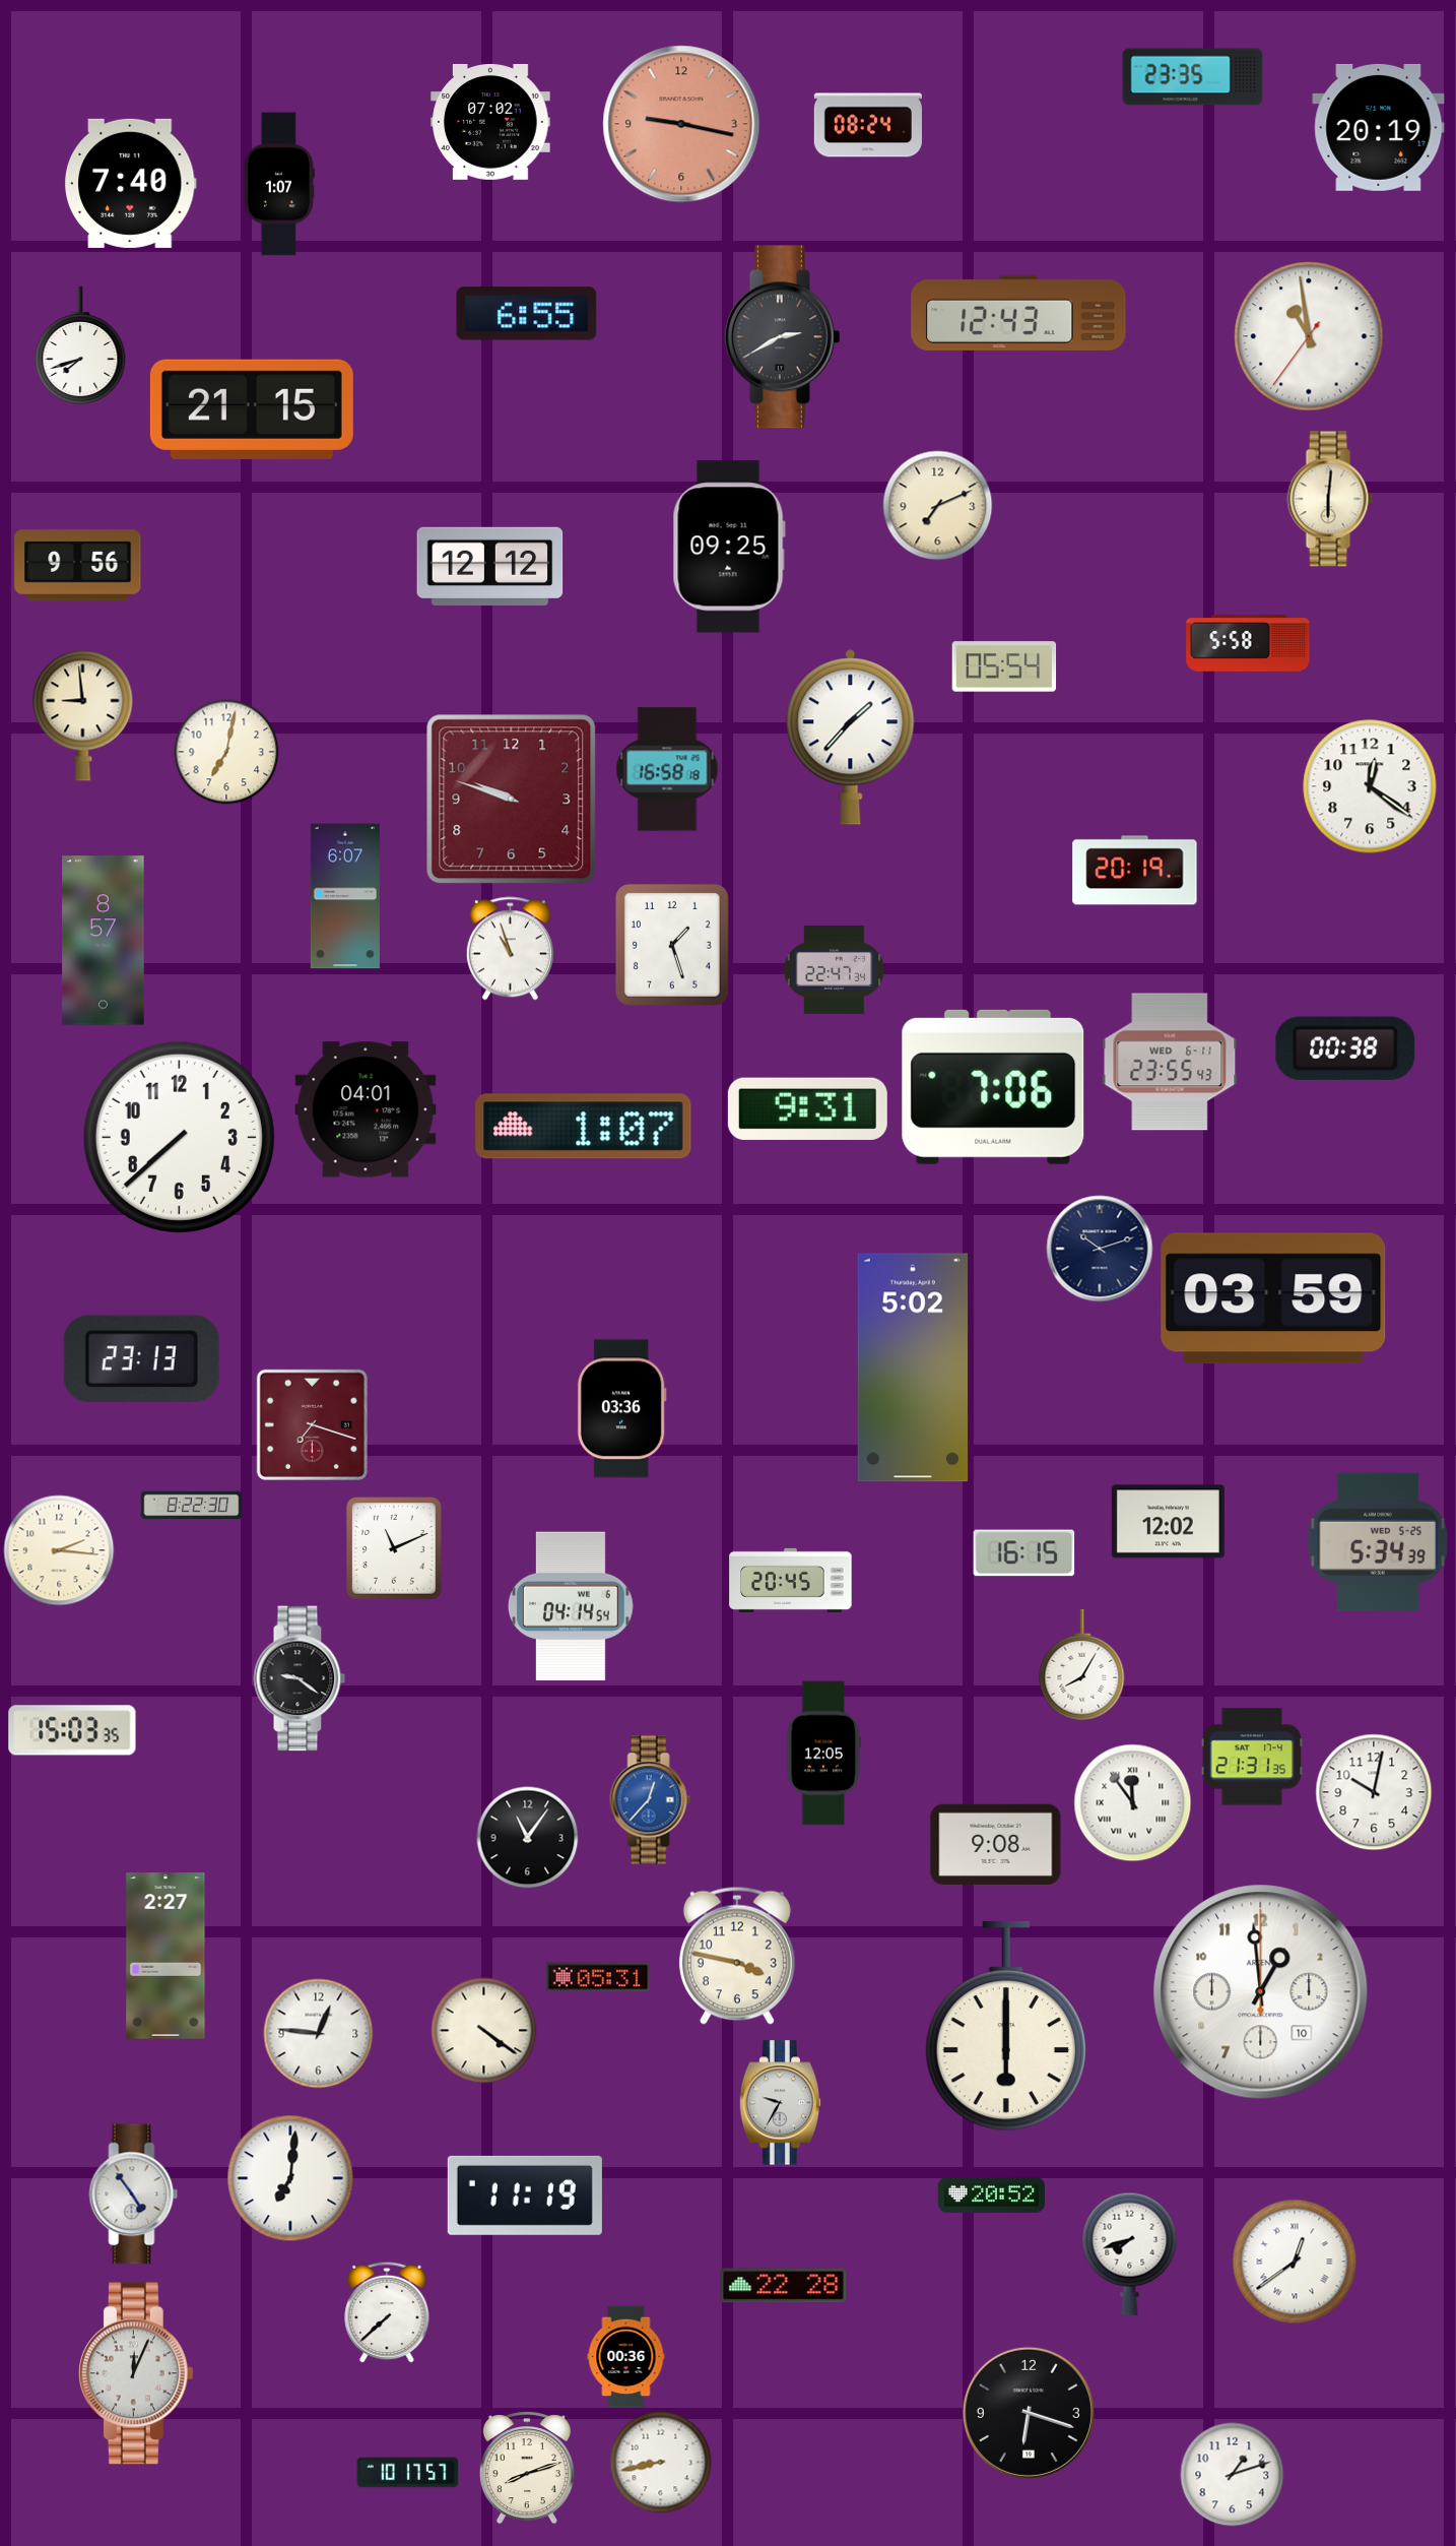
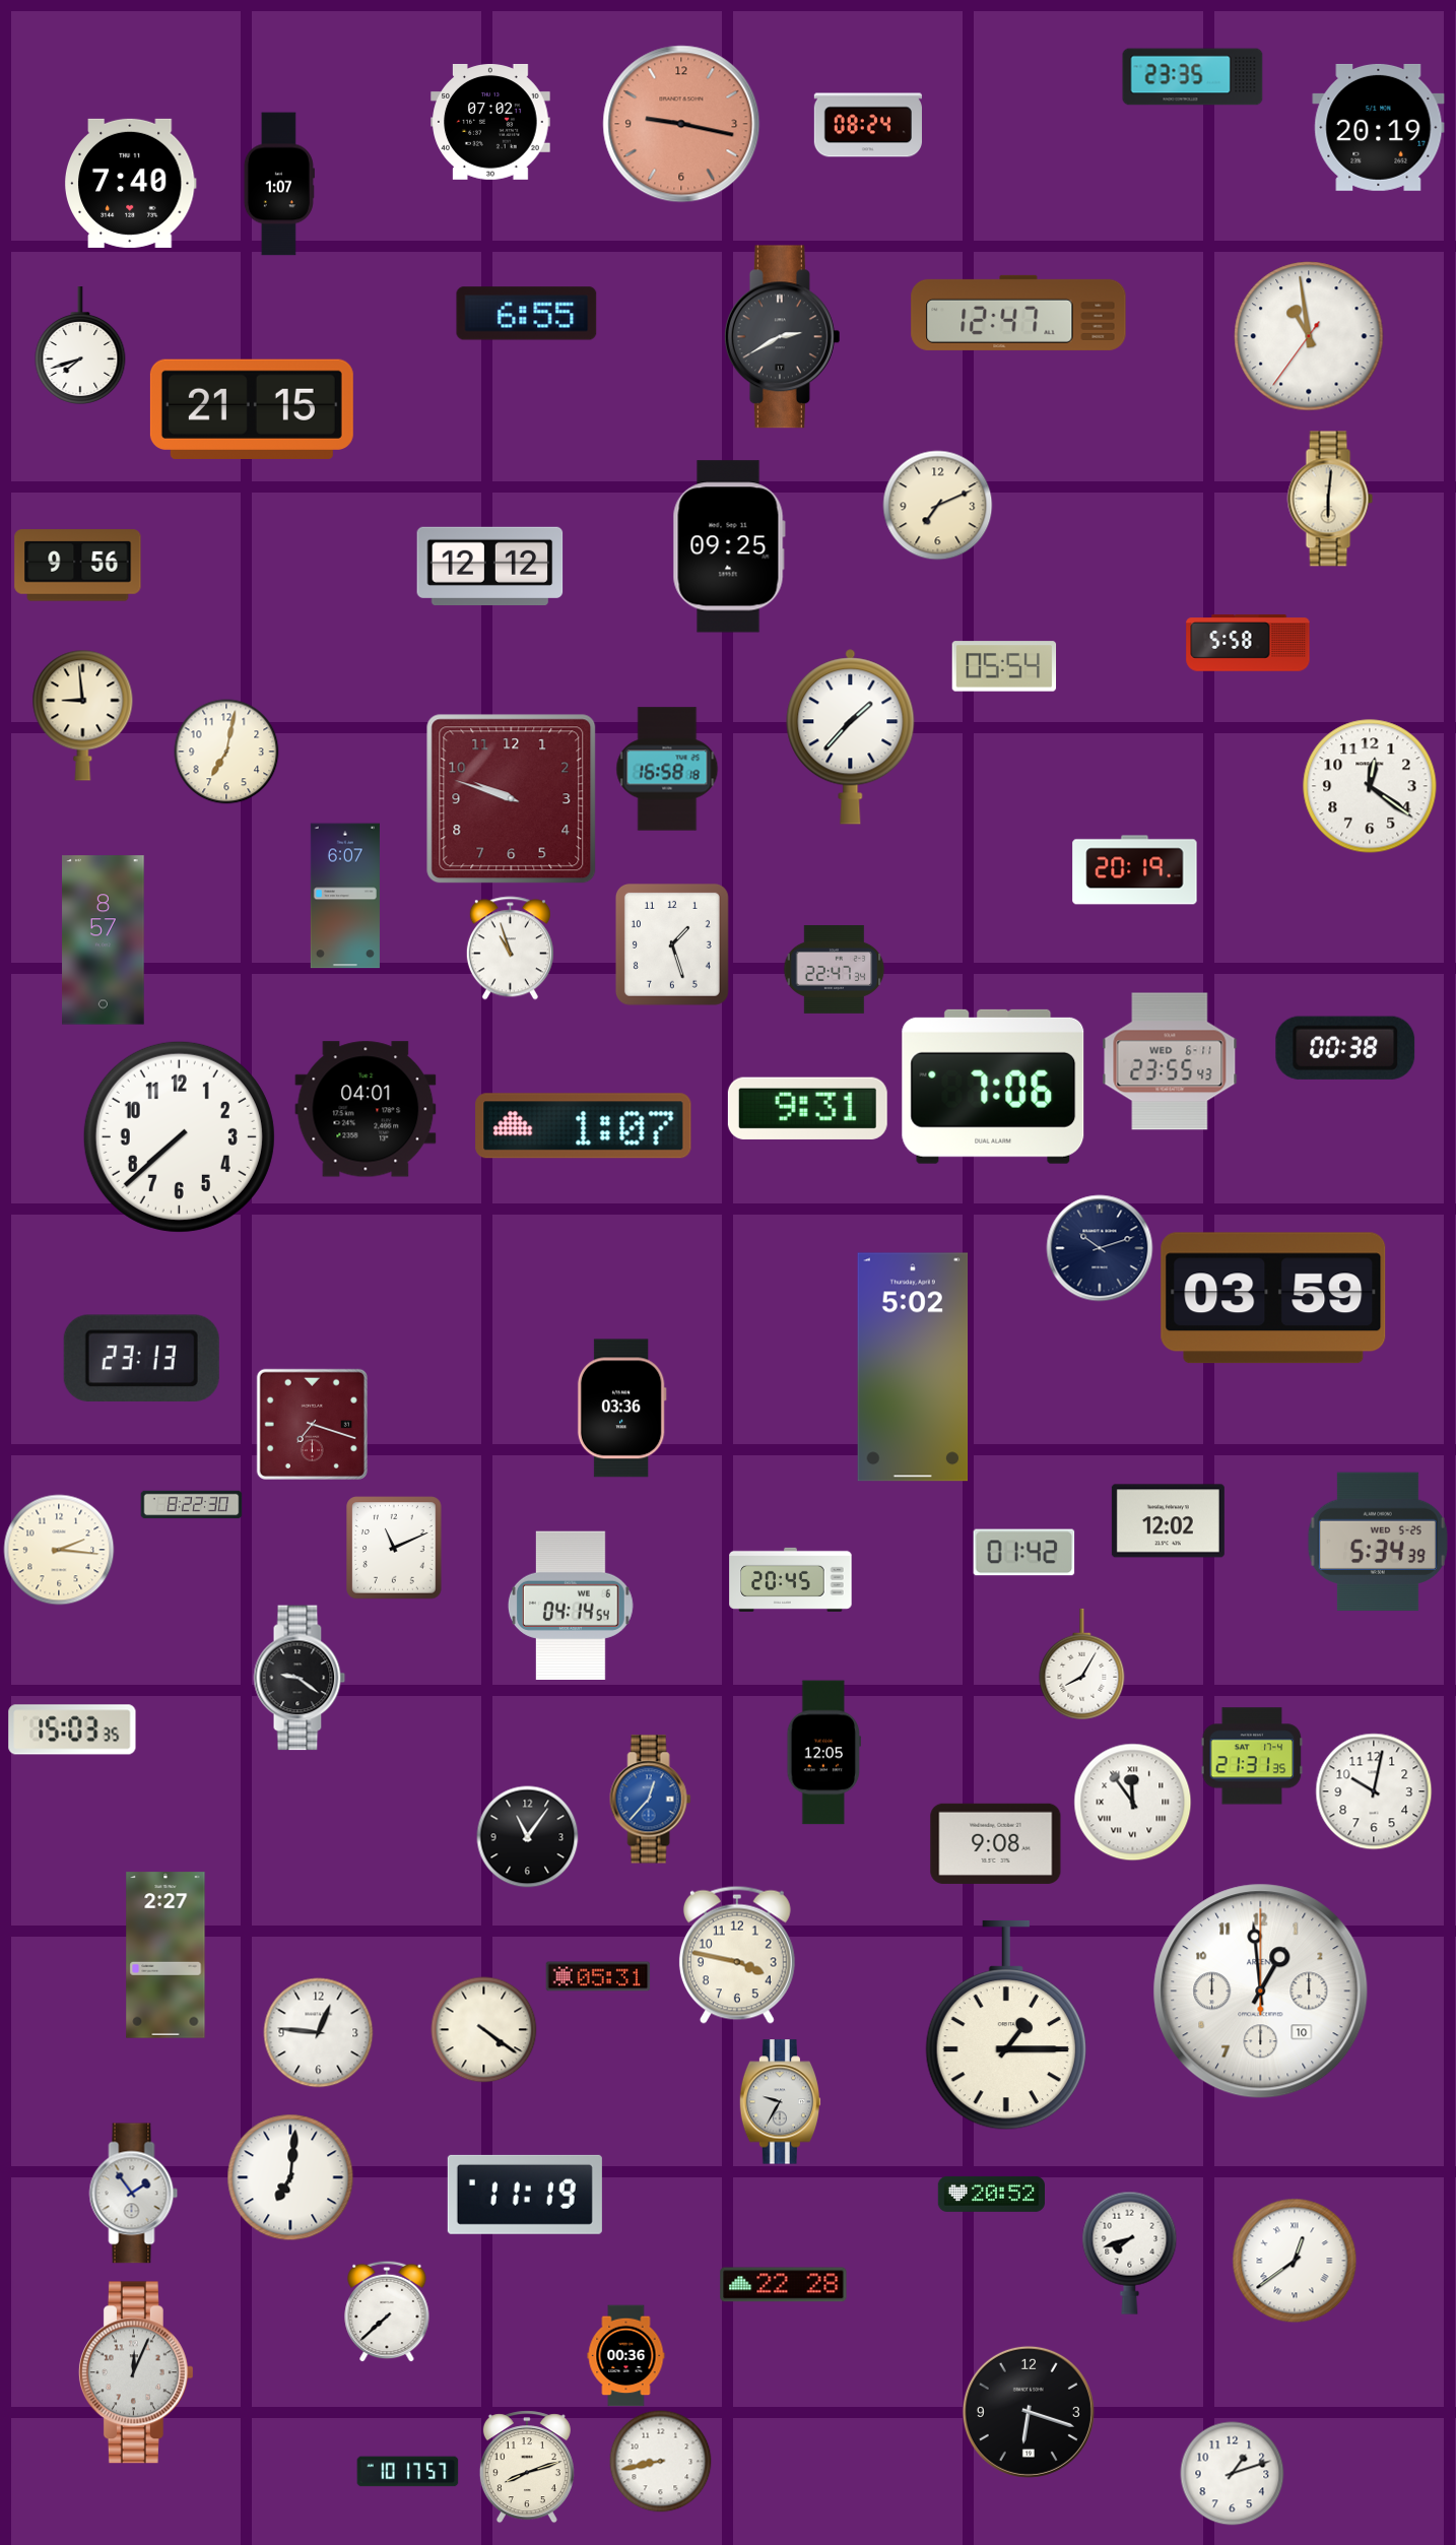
clock at (1018, 313): 12:43 -> 12:47
clock at (1024, 1553): 16:15 -> 01:42
clock at (1006, 2026): 6:00 -> 1:15
clock at (134, 2194): 4:54 -> 1:54
